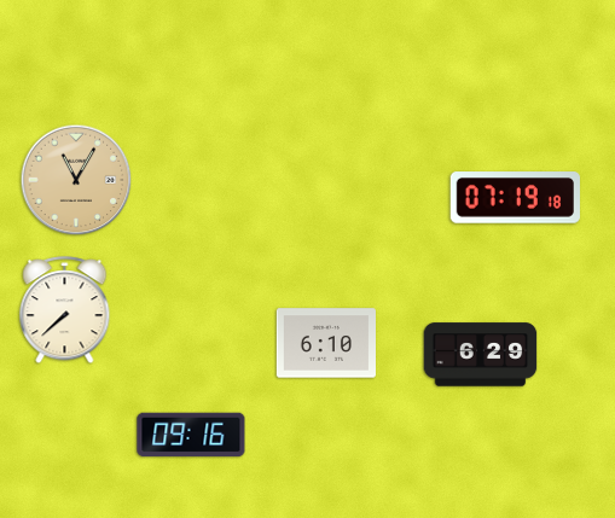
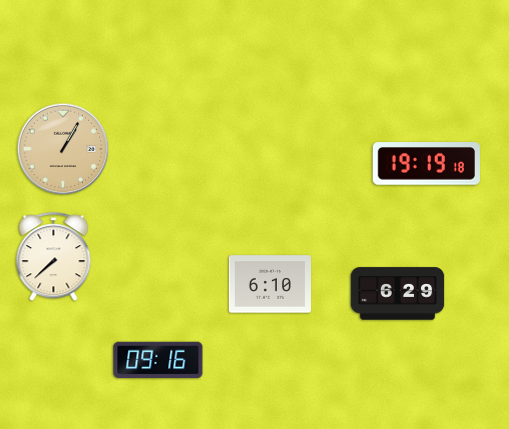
clock at (76, 180): 11:05 -> 1:05
clock at (515, 198): 07:19 -> 19:19
